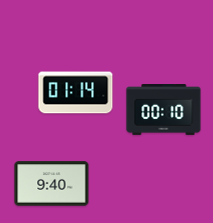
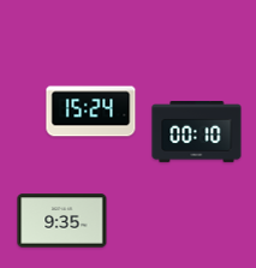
clock at (76, 93): 01:14 -> 15:24
clock at (52, 184): 9:40 -> 9:35
